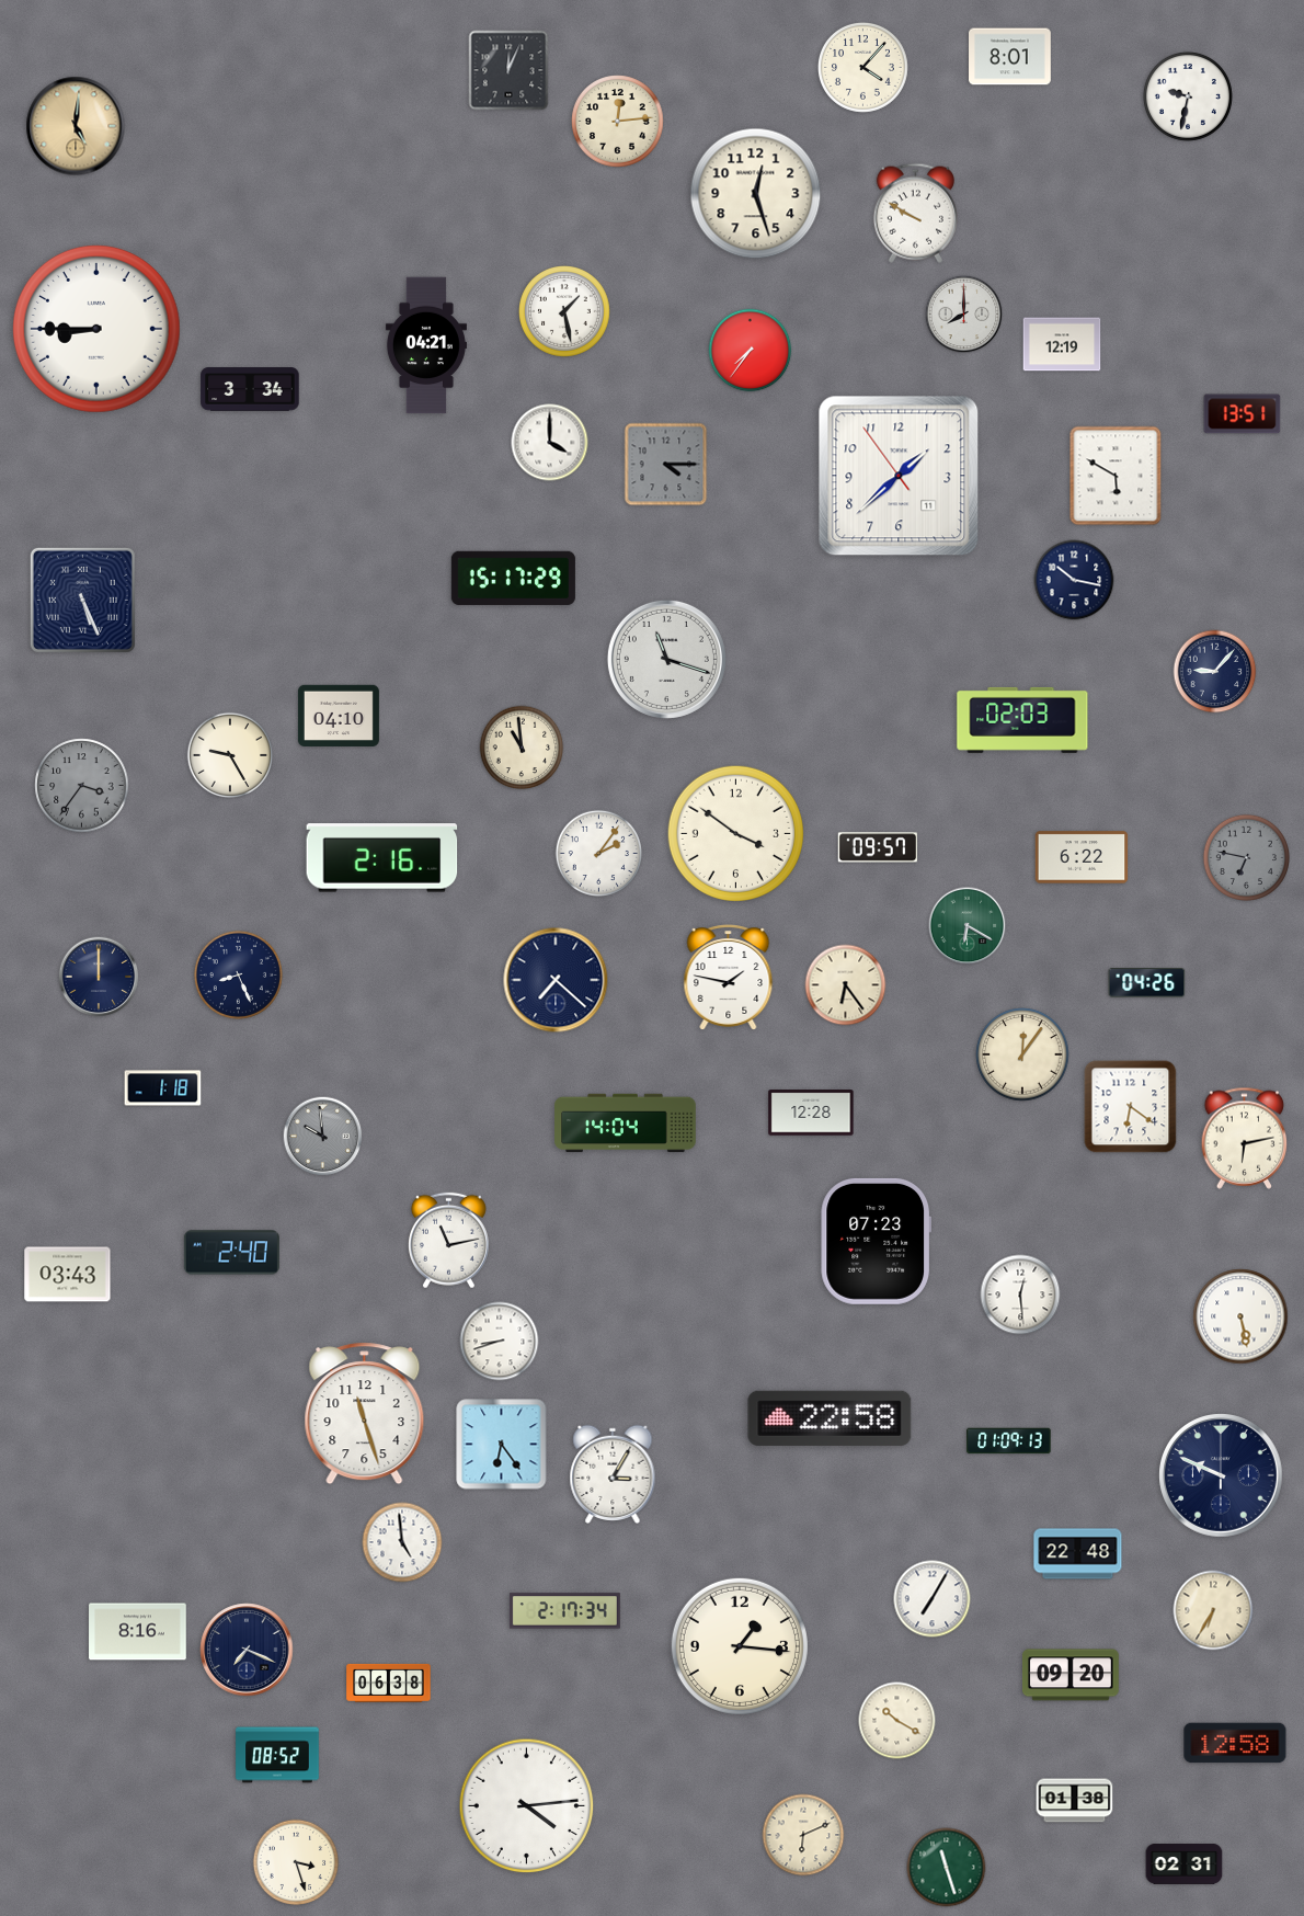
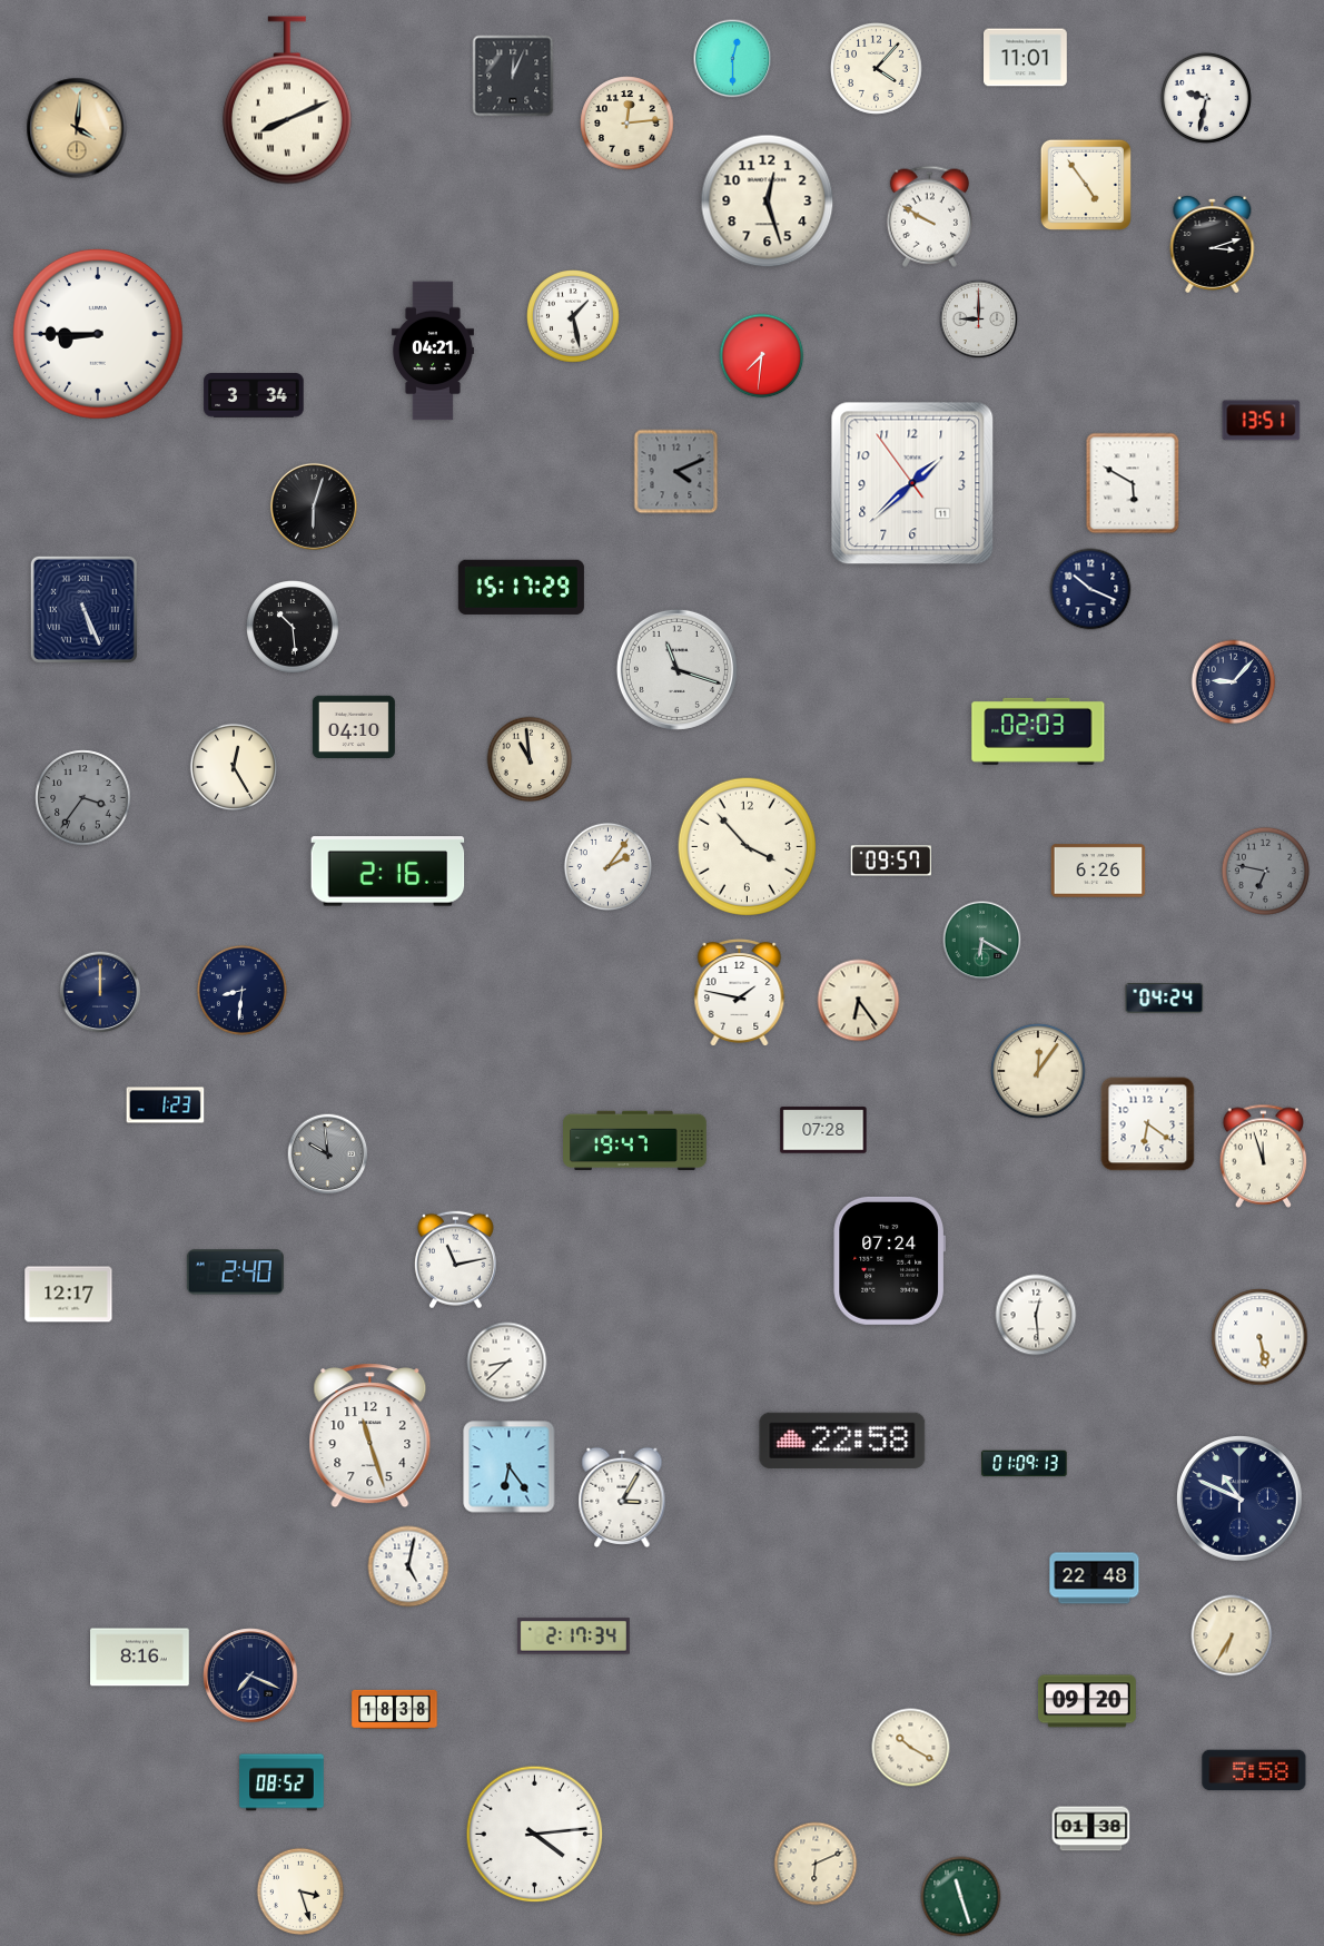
clock at (1010, 57): 8:01 -> 11:01
clock at (733, 59): none -> 12:30
clock at (508, 70) position: (508, 70) -> (513, 76)
clock at (287, 100): none -> 8:11
clock at (76, 126): 5:01 -> 4:01
clock at (1086, 185): none -> 4:54
clock at (756, 194) position: (756, 194) -> (768, 202)
clock at (1213, 244): none -> 3:12
clock at (964, 315): 8:00 -> 9:00
clock at (1062, 344): 12:19 -> none
clock at (751, 351): 7:36 -> 7:31
clock at (550, 443): 4:00 -> none
clock at (666, 465): 4:15 -> 4:11
clock at (314, 507): none -> 6:03
clock at (1074, 580): 10:17 -> 10:19
clock at (294, 628): none -> 10:29
clock at (339, 715) position: (339, 715) -> (354, 726)
clock at (230, 755): 9:25 -> 12:25
clock at (735, 833): 3:51 -> 3:53
clock at (1082, 857): 6:22 -> 6:26
clock at (238, 974): 8:26 -> 8:31
clock at (556, 980): 7:22 -> none
clock at (1147, 983): 04:26 -> 04:24
clock at (163, 1088): 1:18 -> 1:23
clock at (811, 1113): 12:28 -> 07:28
clock at (626, 1124): 14:04 -> 19:47
clock at (1245, 1138): 6:13 -> 11:57
clock at (876, 1241): 07:23 -> 07:24
clock at (68, 1275): 03:43 -> 12:17
clock at (500, 1342): 8:42 -> 8:38
clock at (1222, 1476): 9:49 -> 10:49
clock at (402, 1542): 4:59 -> 5:02
clock at (933, 1599): 7:05 -> none
clock at (740, 1646): 1:16 -> none
clock at (389, 1683): 06:38 -> 18:38
clock at (1235, 1743): 12:58 -> 5:58
clock at (1185, 1864): 02:31 -> none
